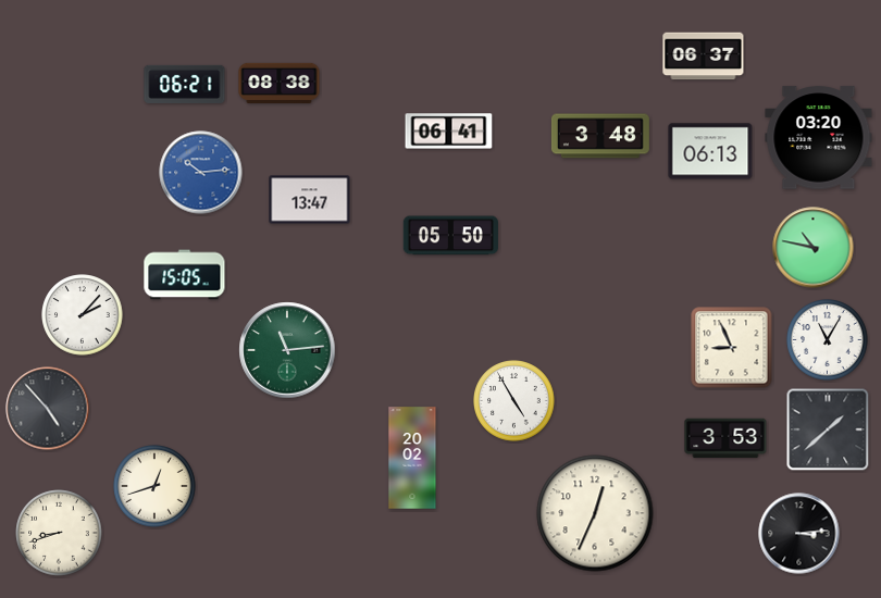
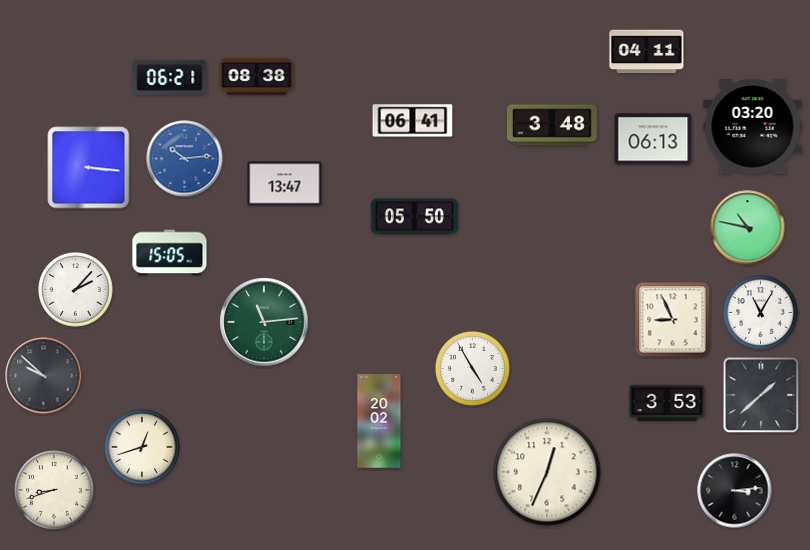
clock at (704, 57): 06:37 -> 04:11
clock at (89, 168): none -> 3:16
clock at (48, 409): 4:53 -> 9:52
